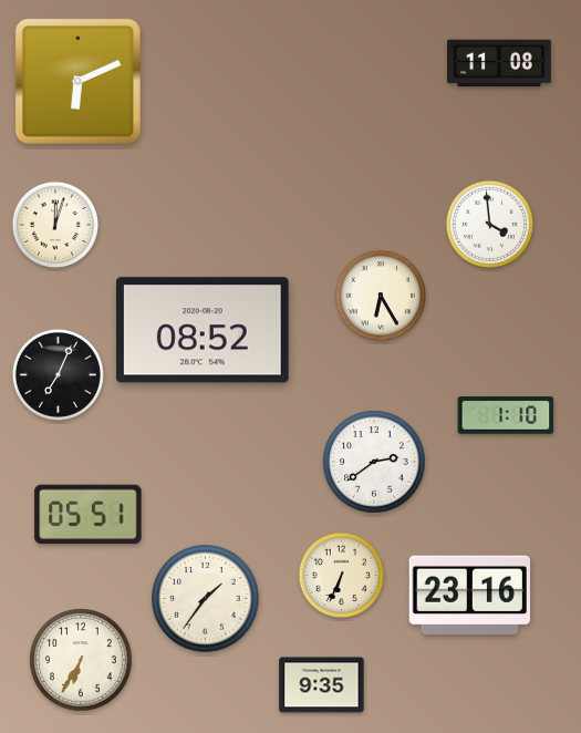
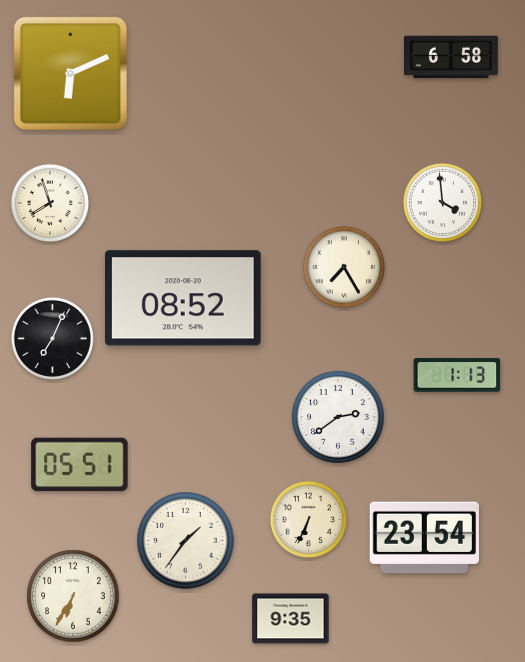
clock at (500, 63): 11:08 -> 6:58
clock at (55, 225): 12:03 -> 7:57
clock at (381, 296): 6:25 -> 7:25
clock at (506, 415): 1:10 -> 1:13
clock at (469, 596): 23:16 -> 23:54
